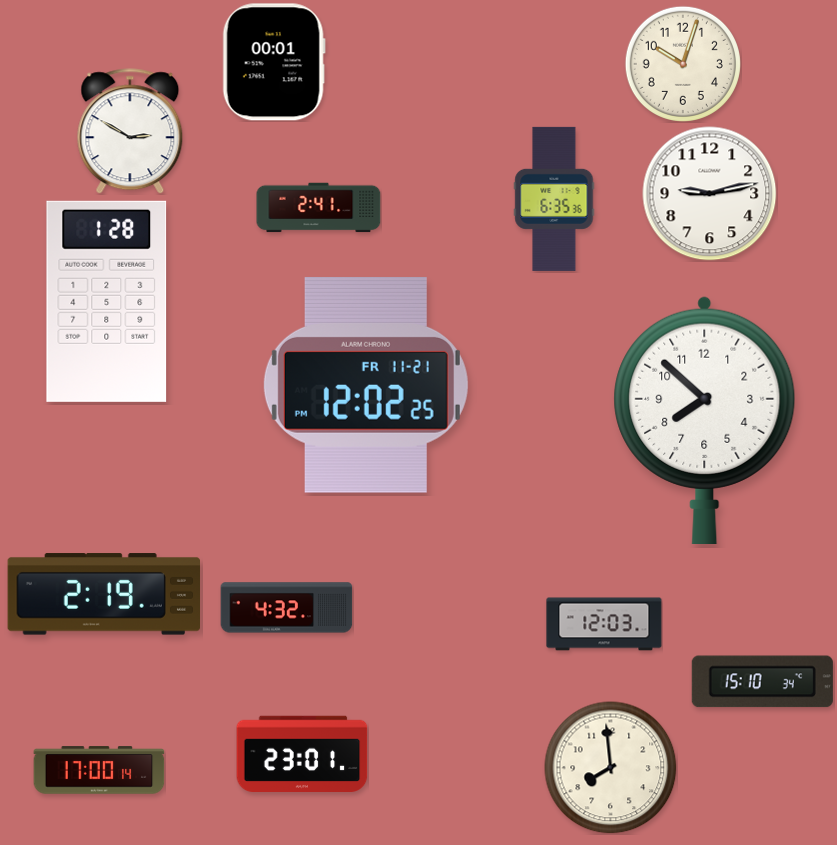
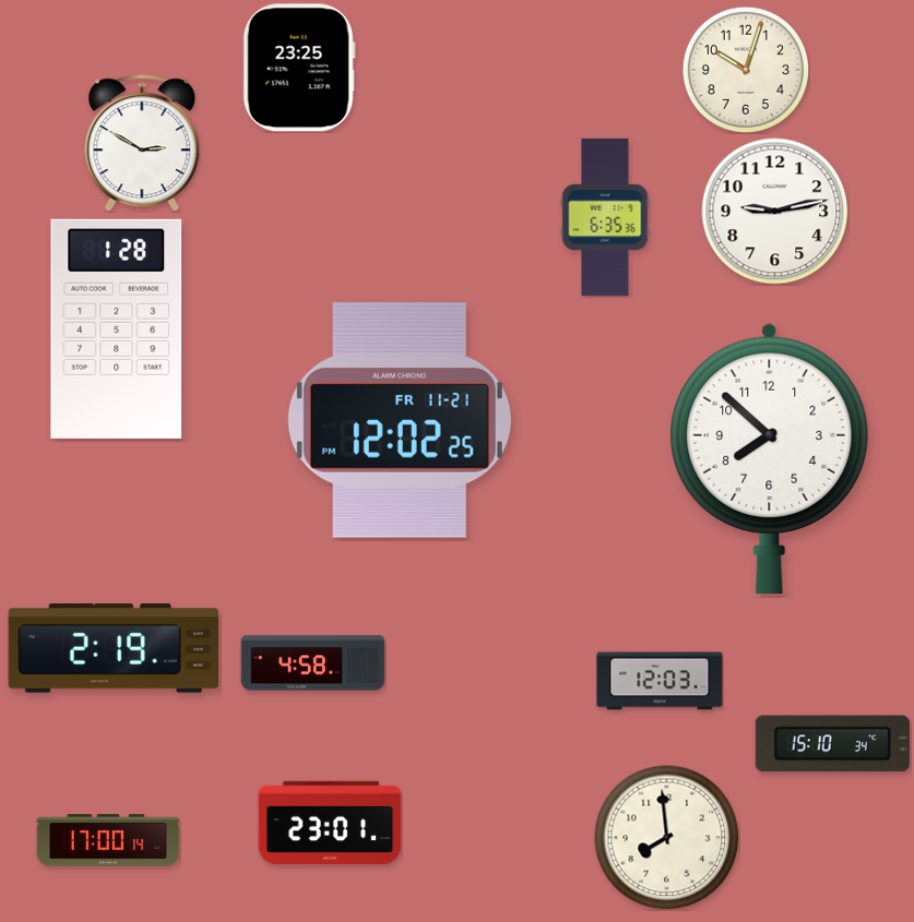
clock at (274, 62): 00:01 -> 23:25
clock at (319, 208): 2:41 -> none
clock at (287, 608): 4:32 -> 4:58
